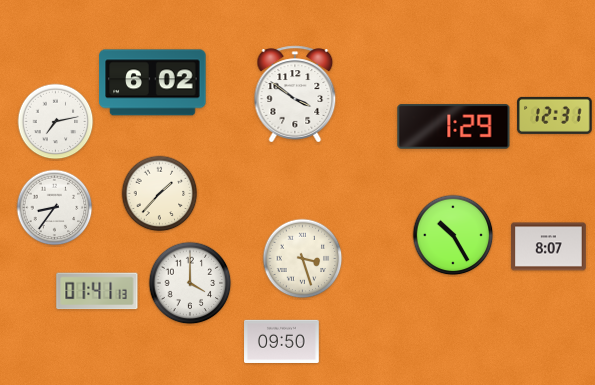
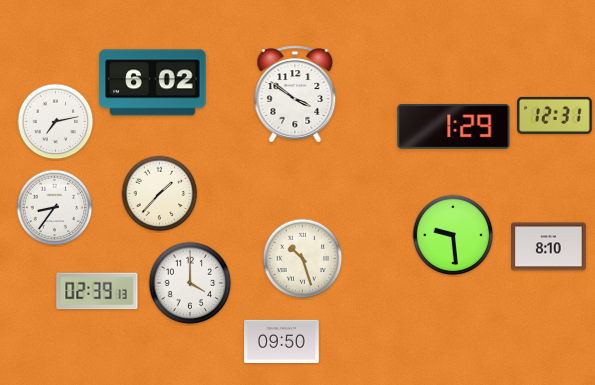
clock at (453, 235): 10:25 -> 9:29
clock at (549, 247): 8:07 -> 8:10
clock at (303, 259): 3:27 -> 10:27
clock at (97, 291): 01:41 -> 02:39
